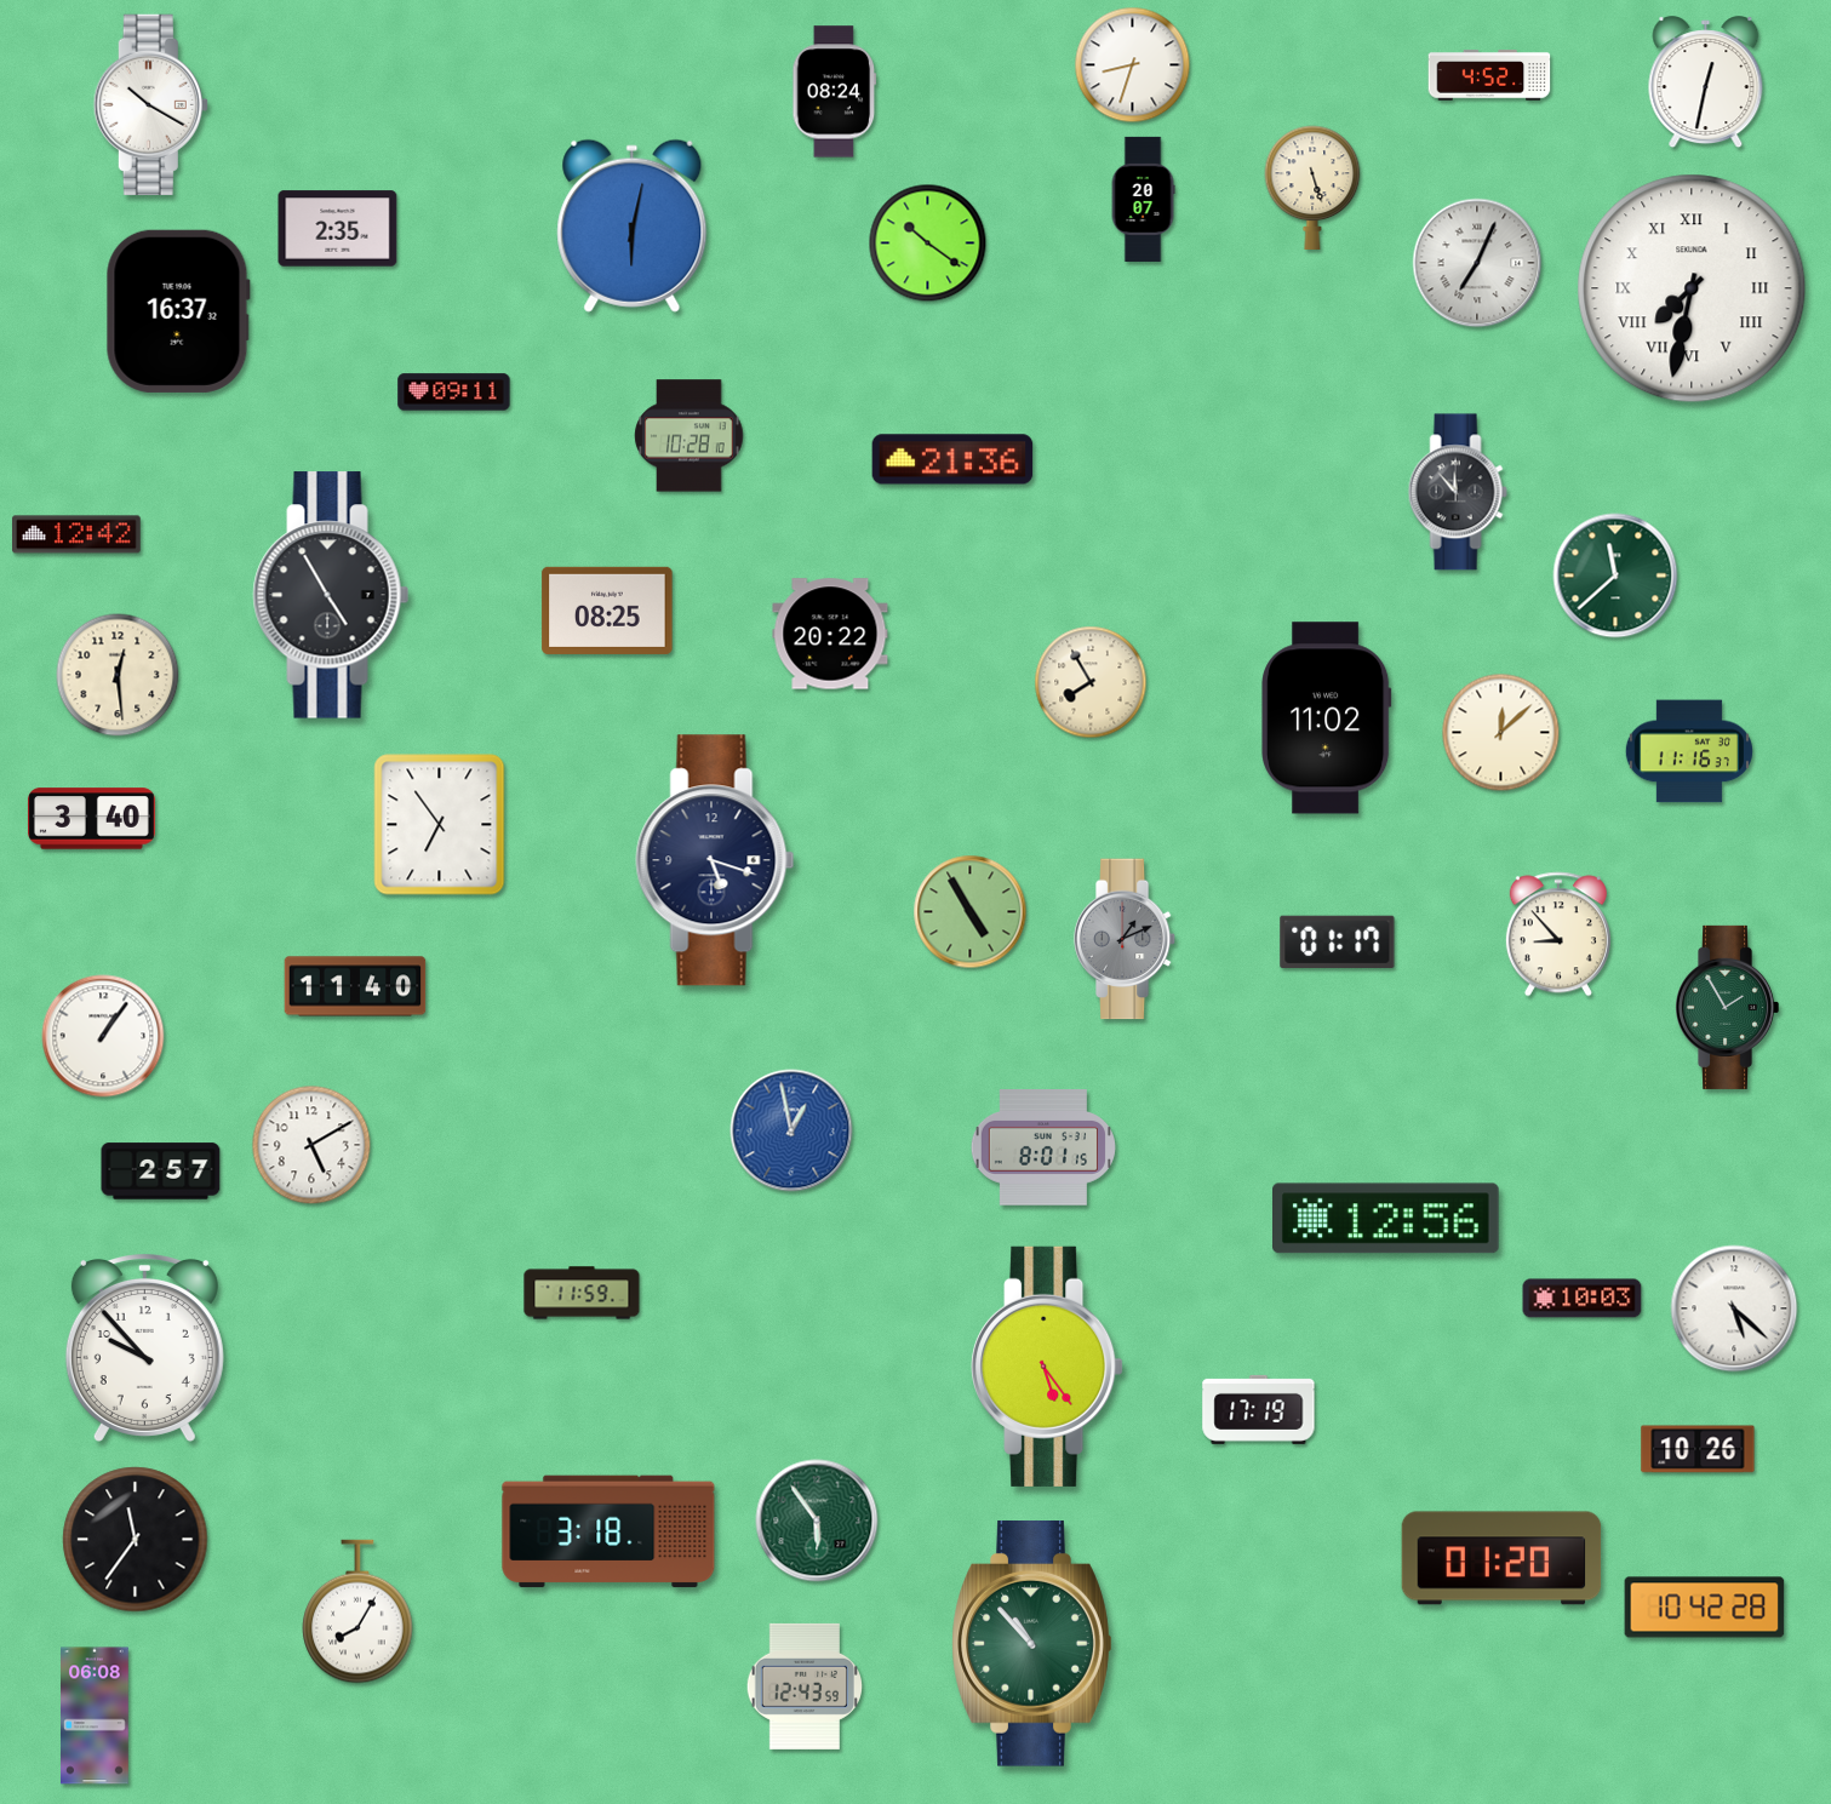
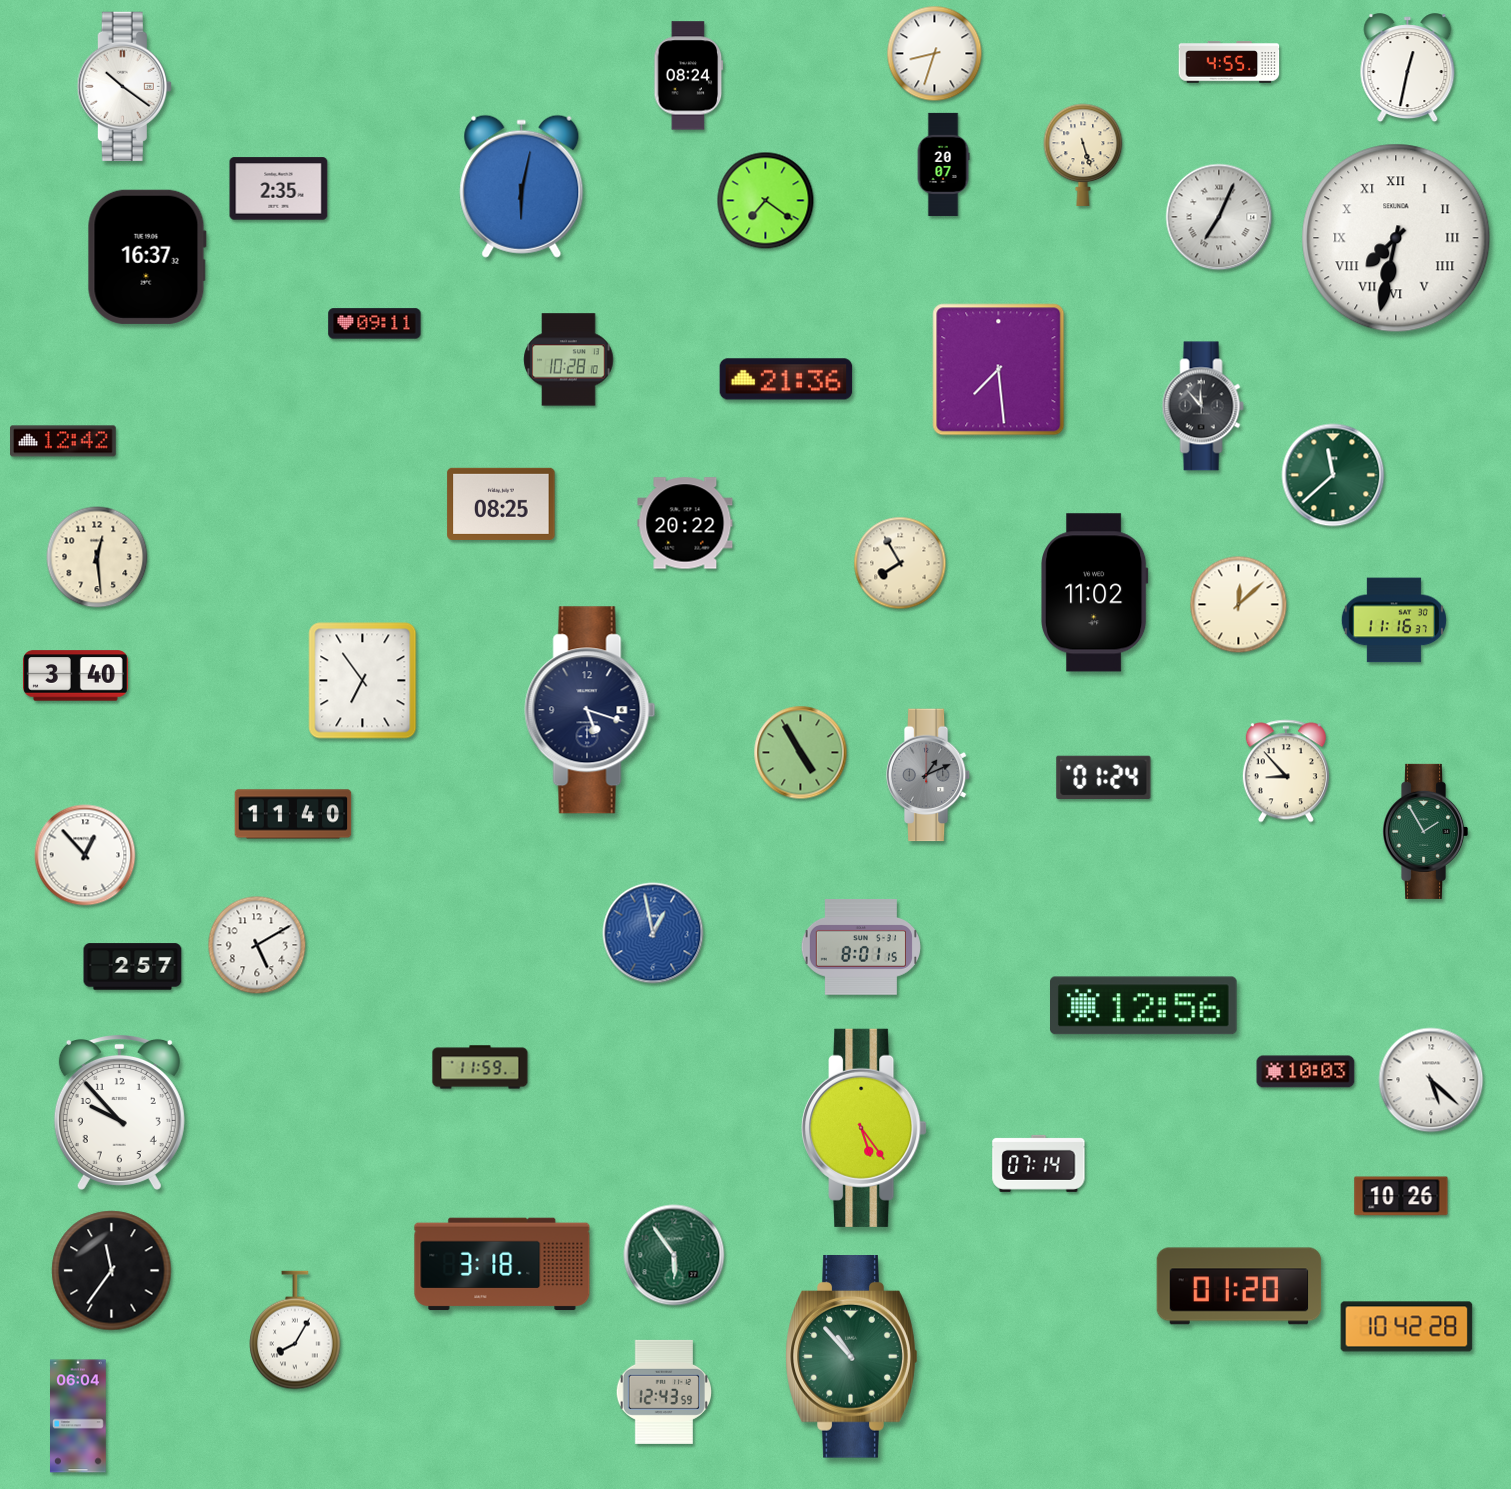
clock at (1489, 75): 4:52 -> 4:55
clock at (150, 104): 10:20 -> 10:21
clock at (928, 244): 10:21 -> 7:21
clock at (999, 370): none -> 7:29
clock at (331, 595): 4:55 -> none
clock at (1338, 943): 01:17 -> 01:24
clock at (103, 1036): 1:06 -> 12:53
clock at (1259, 1409): 17:19 -> 07:14
clock at (95, 1716): 06:08 -> 06:04
